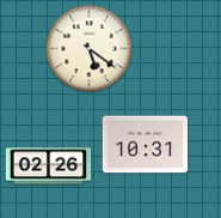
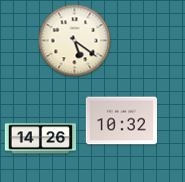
clock at (145, 145): 10:31 -> 10:32
clock at (49, 166): 02:26 -> 14:26
